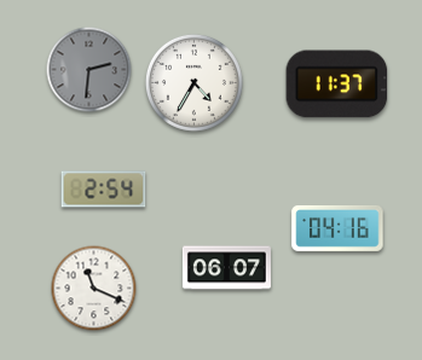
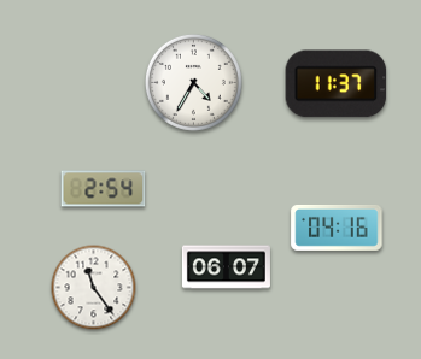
clock at (89, 70): 2:31 -> none
clock at (94, 289): 11:19 -> 11:24
